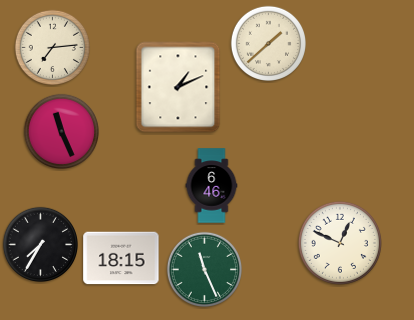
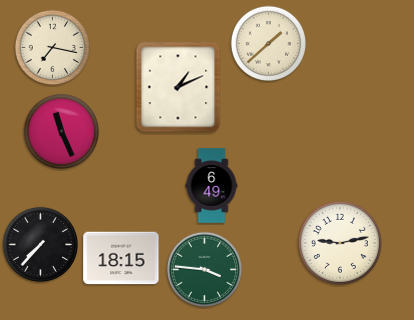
clock at (52, 47): 7:14 -> 7:17
clock at (212, 186): 6:46 -> 6:49
clock at (340, 243): 12:49 -> 9:13
clock at (40, 244): 7:35 -> 7:37
clock at (204, 269): 11:26 -> 3:46
